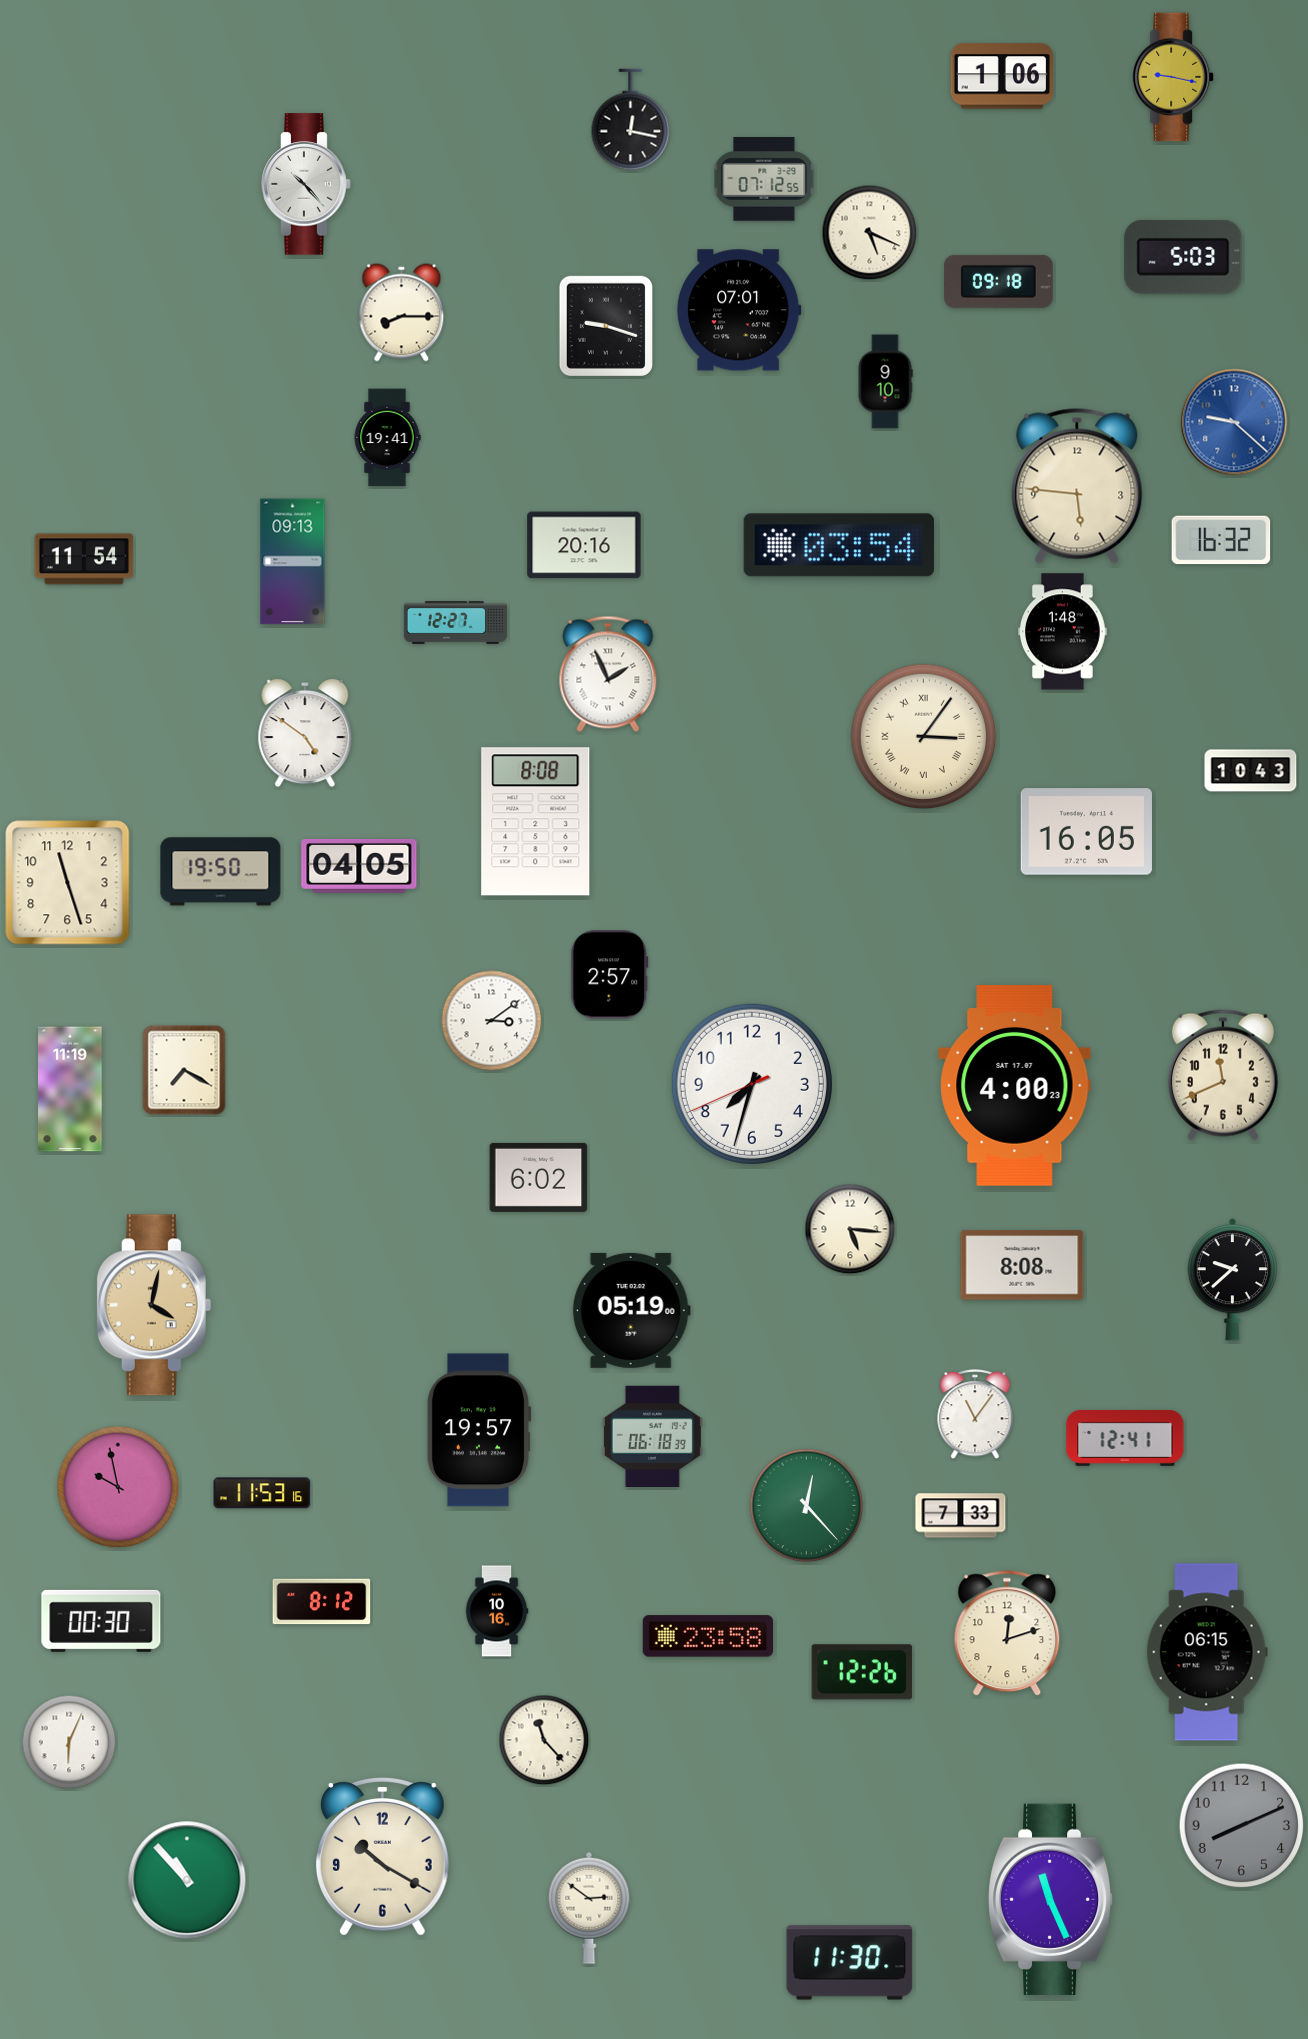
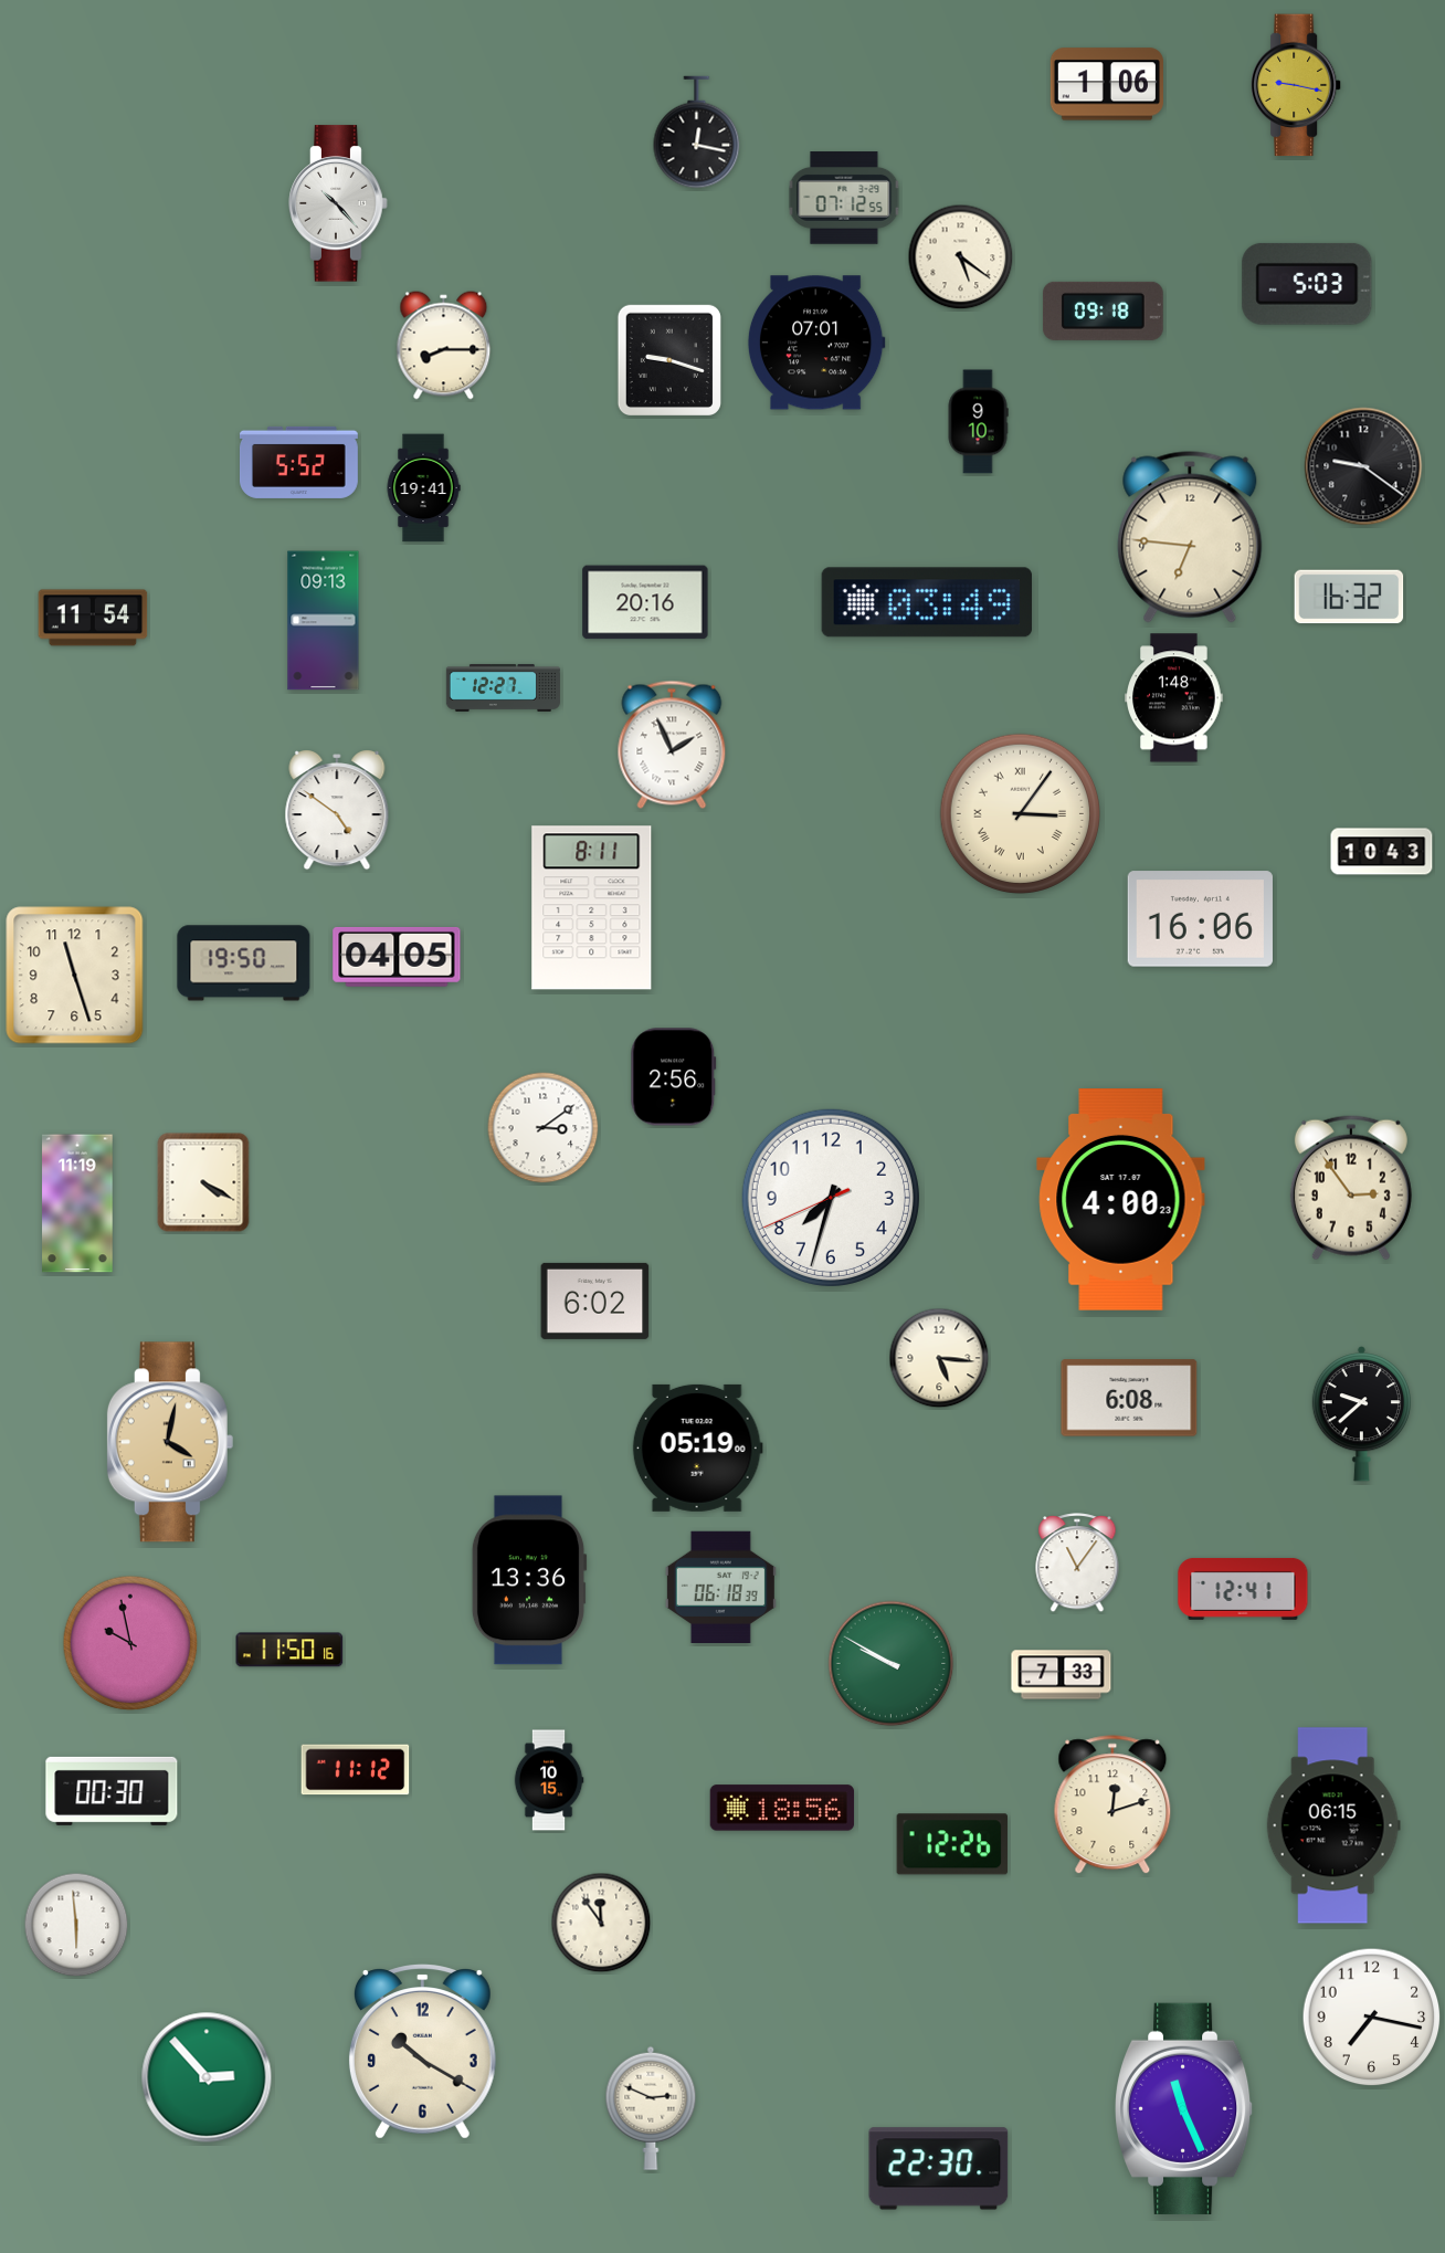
clock at (870, 233): 5:19 -> 5:21
clock at (298, 462): none -> 5:52
clock at (1234, 422): 9:22 -> 9:21
clock at (1234, 422) dial: blue -> black
clock at (387, 438) position: (387, 438) -> (423, 488)
clock at (1077, 486): 5:46 -> 6:46
clock at (839, 545): 03:54 -> 03:49
clock at (536, 822): 8:08 -> 8:11
clock at (1086, 832): 16:05 -> 16:06
clock at (610, 975): 2:57 -> 2:56
clock at (184, 1070): 7:20 -> 4:20
clock at (1223, 1075): 11:41 -> 2:54
clock at (1022, 1265): 8:08 -> 6:08
clock at (479, 1430): 19:57 -> 13:36
clock at (262, 1493): 11:53 -> 11:50
clock at (807, 1506): 12:23 -> 9:50
clock at (322, 1602): 8:12 -> 11:12
clock at (497, 1611): 10:16 -> 10:15
clock at (708, 1636): 23:58 -> 18:56
clock at (862, 1672) position: (862, 1672) -> (952, 1844)
clock at (544, 1740): 11:23 -> 11:54
clock at (69, 1742): 6:04 -> 5:59
clock at (1242, 1826): 8:11 -> 7:17
clock at (1242, 1826) dial: grey -> white
clock at (187, 1880): 10:53 -> 2:53
clock at (1052, 1899) position: (1052, 1899) -> (1185, 2108)
clock at (589, 1908): 2:51 -> 2:49
clock at (850, 1963): 11:30 -> 22:30
